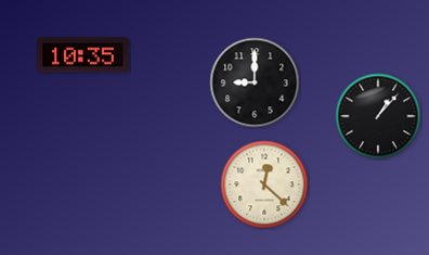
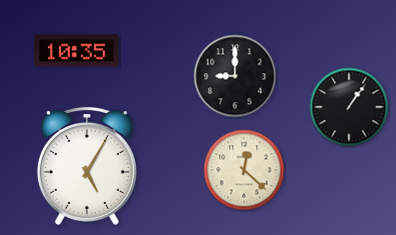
clock at (378, 116): 1:07 -> 1:06
clock at (87, 166): none -> 5:05
